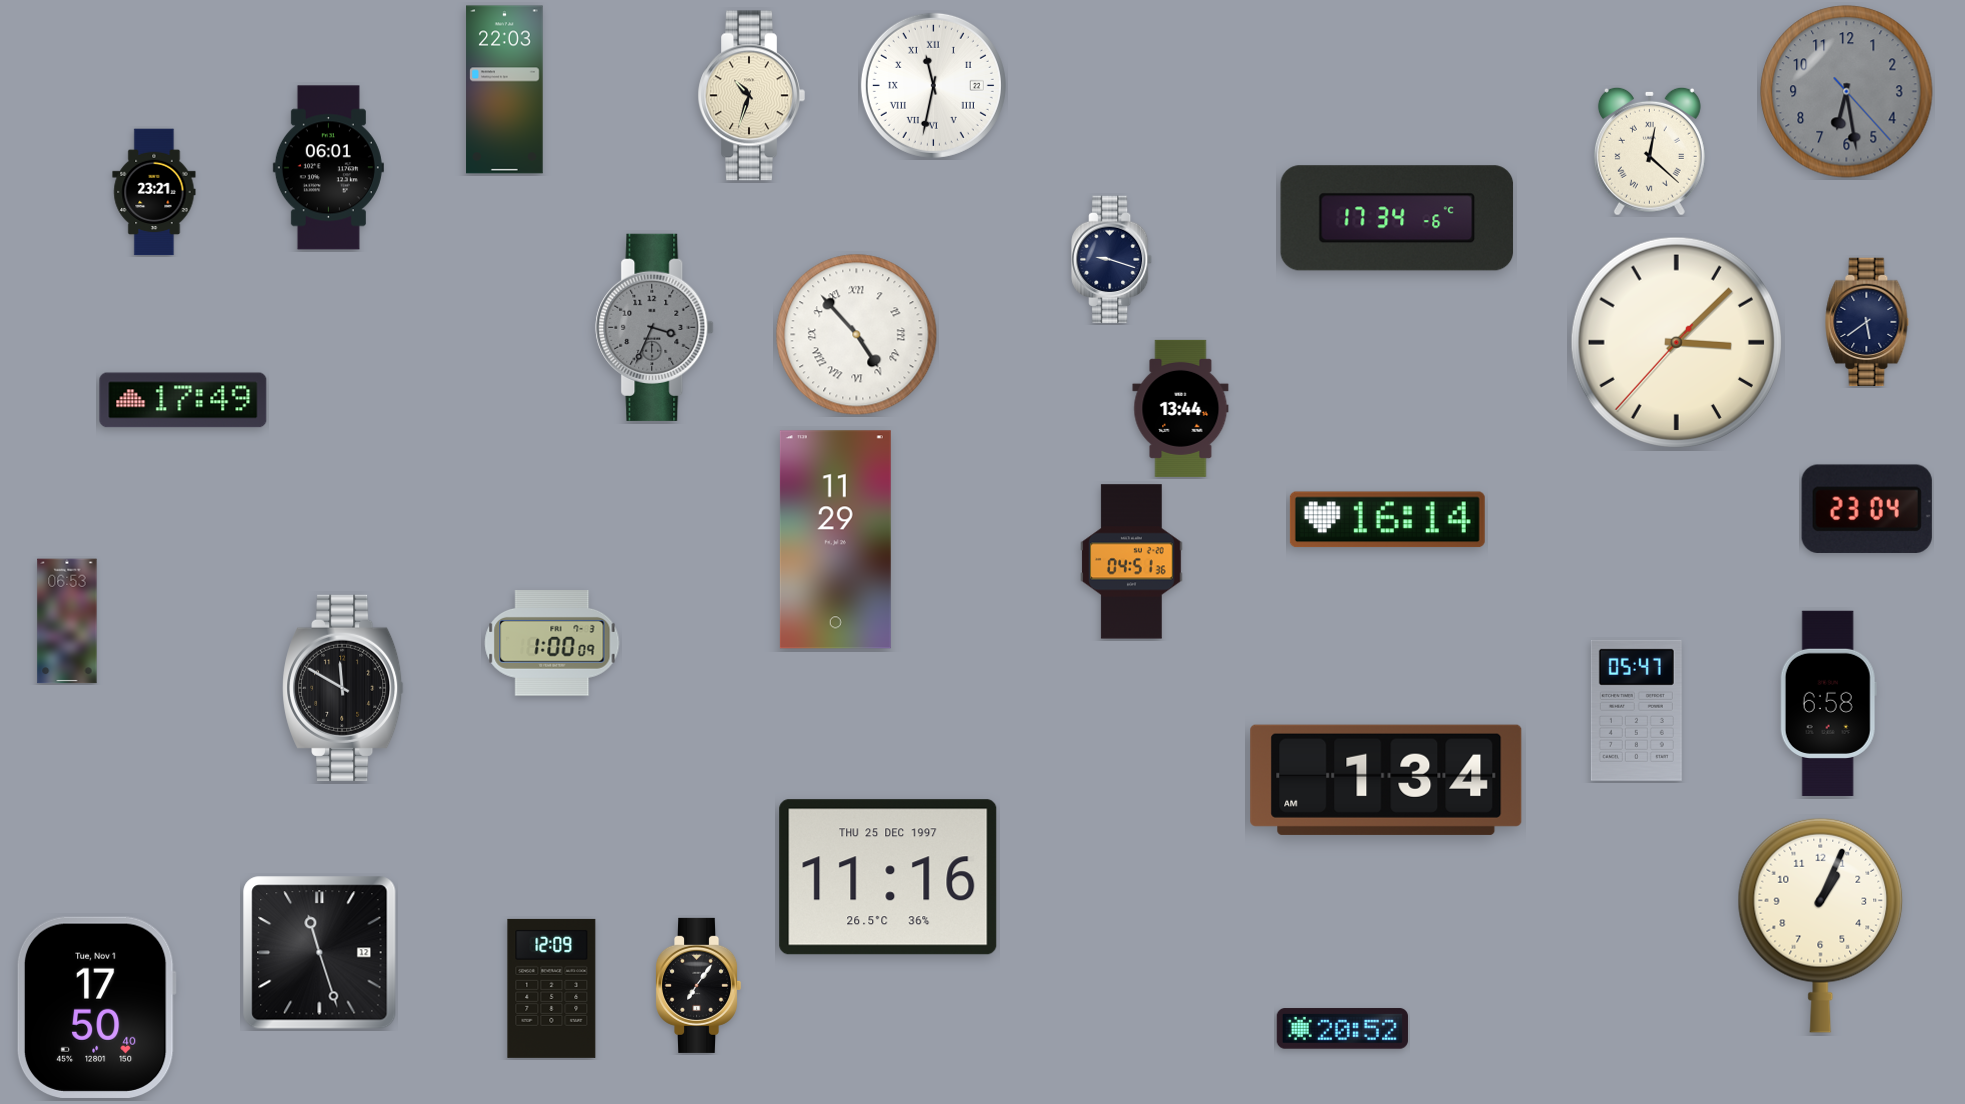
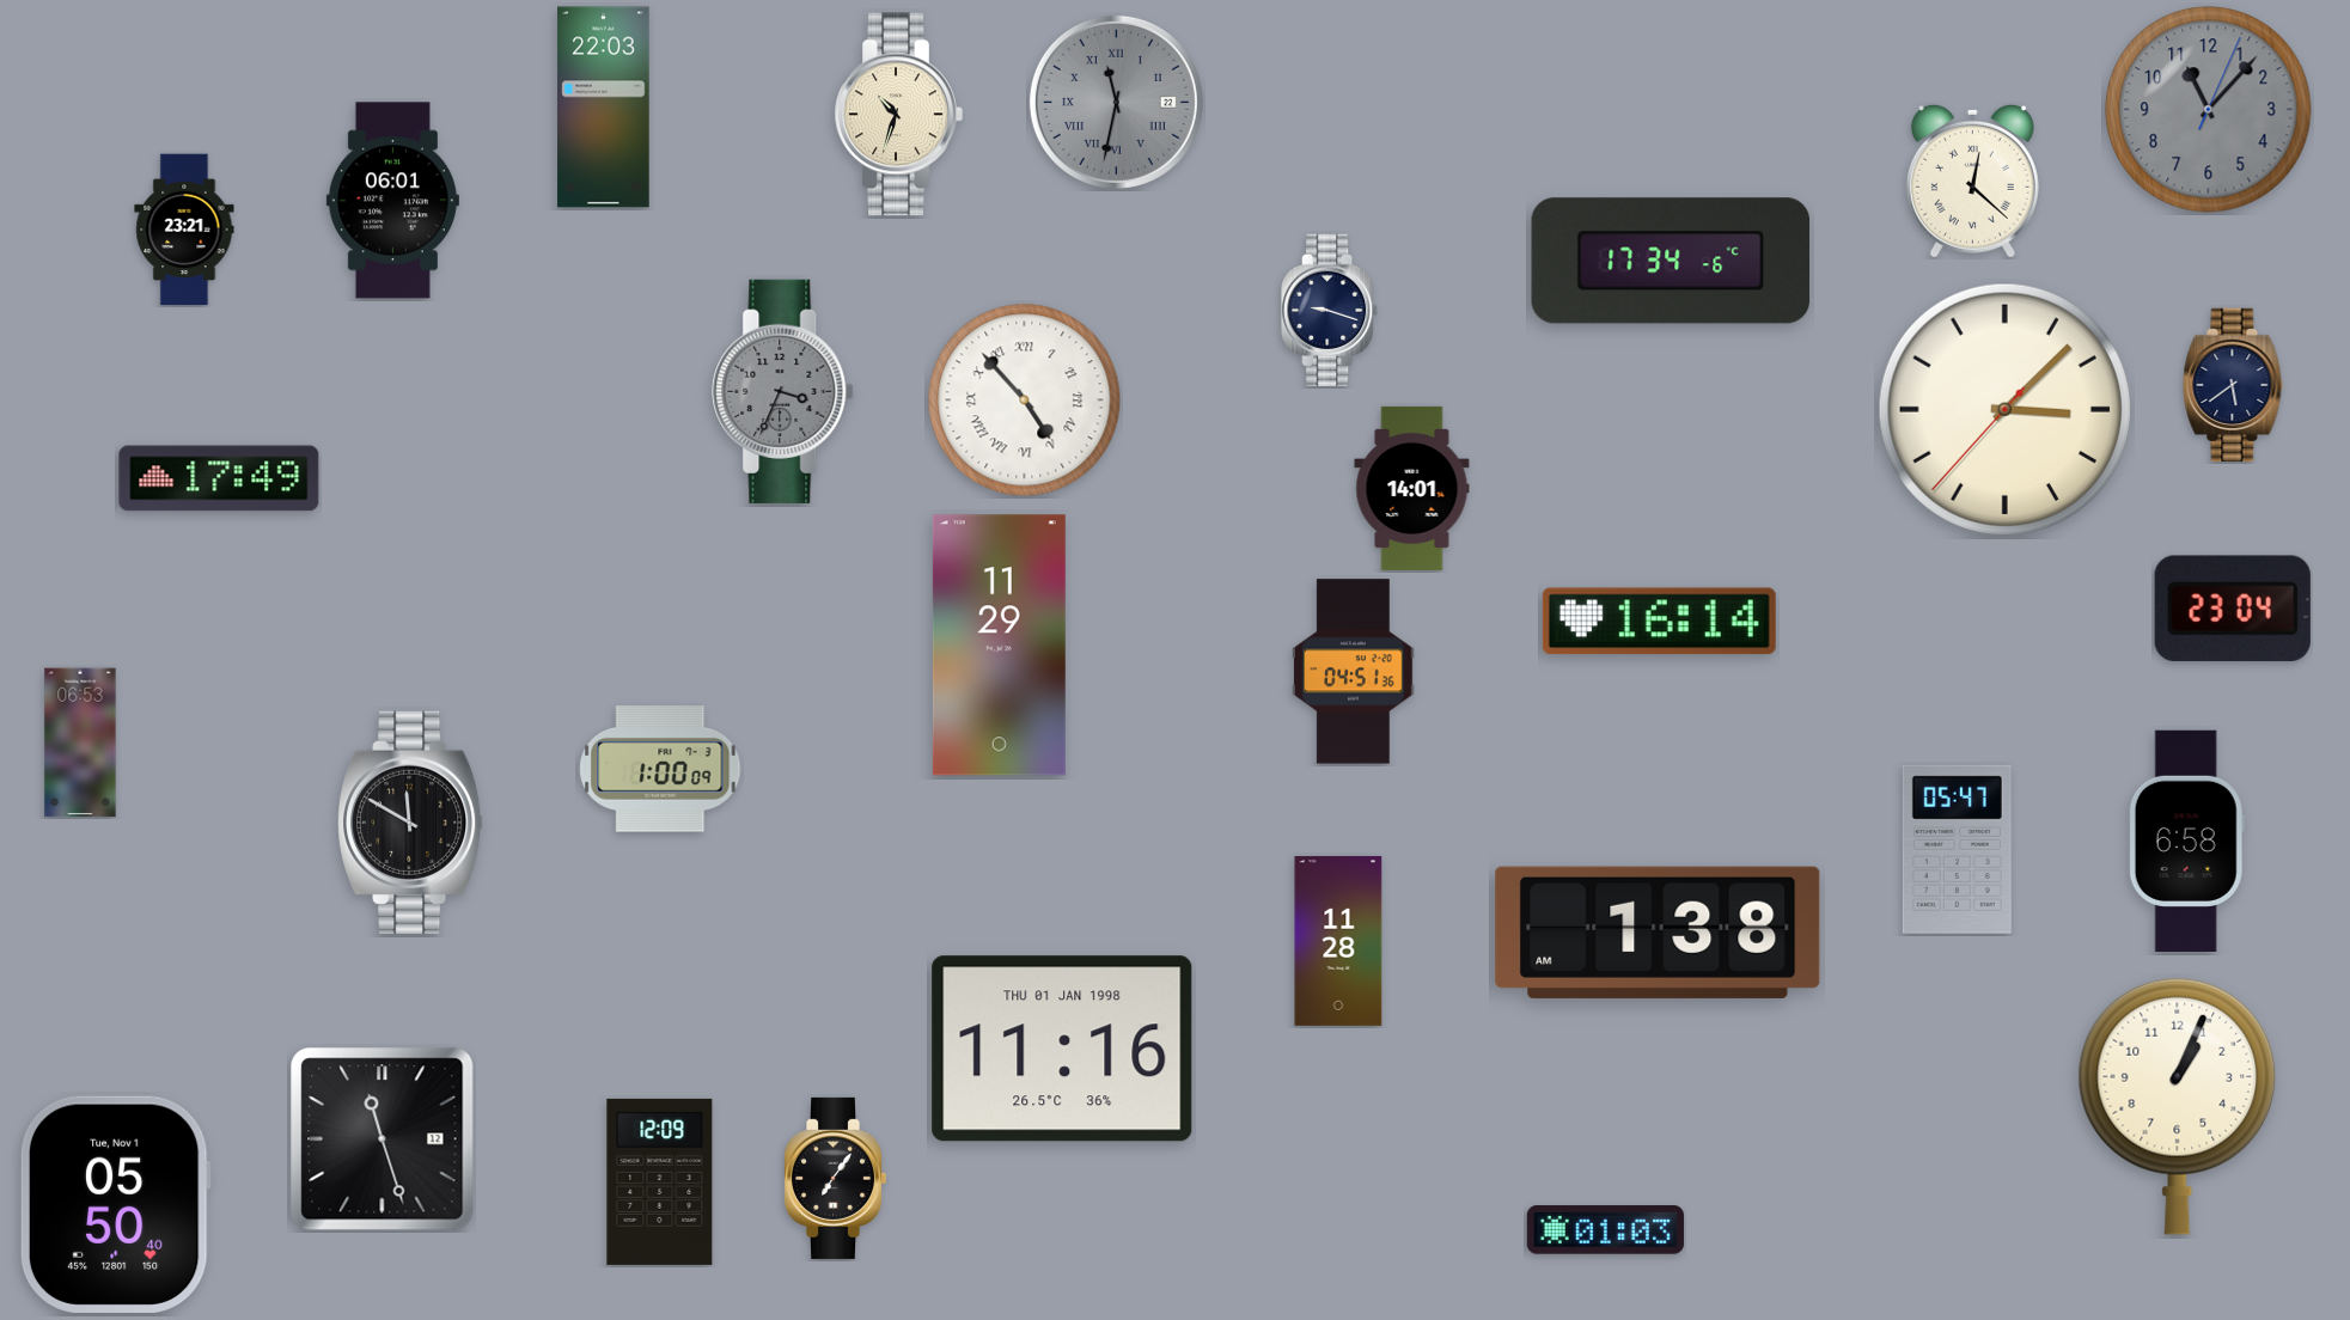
clock at (933, 85) dial: white -> grey
clock at (1847, 92): 6:28 -> 11:07
clock at (1181, 408): 13:44 -> 14:01
clock at (1386, 780): 1:34 -> 1:38
clock at (1338, 941): none -> 11:28
clock at (888, 877) date: THU 25 DEC 1997 -> THU 01 JAN 1998
clock at (96, 1007): 17:50 -> 05:50
clock at (1342, 1029): 20:52 -> 01:03
